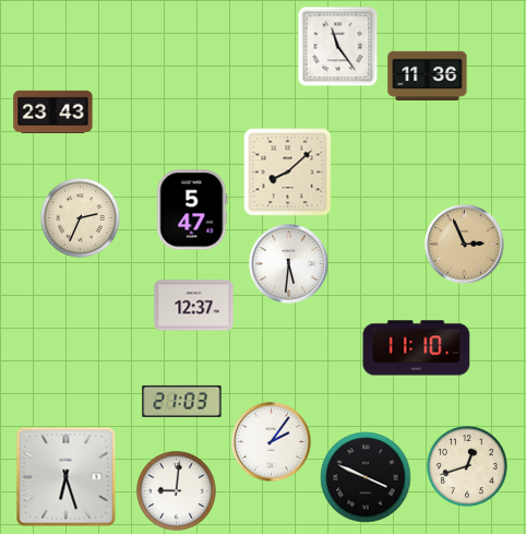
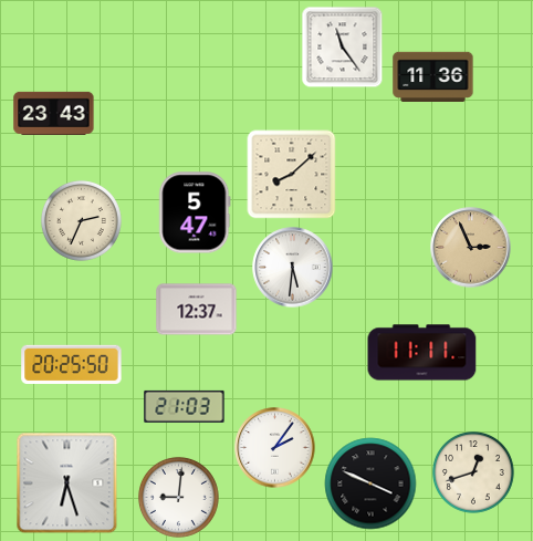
clock at (417, 348): 11:10 -> 11:11
clock at (72, 365): none -> 20:25
